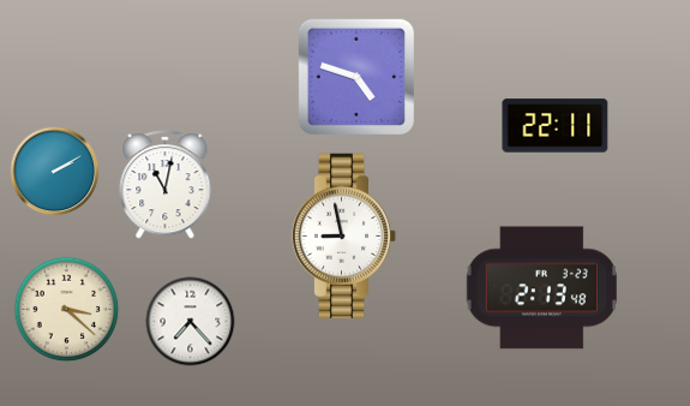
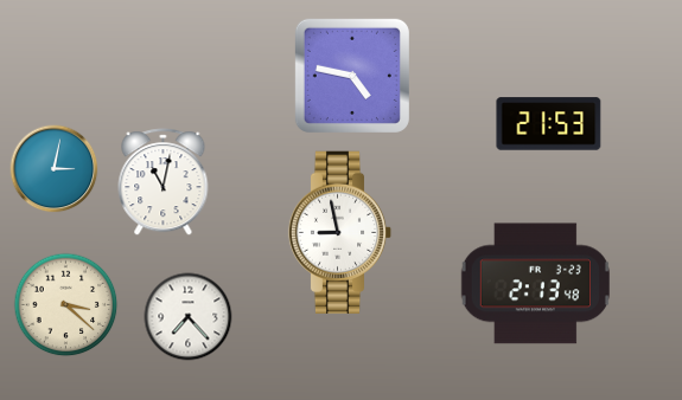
clock at (356, 77): 4:48 -> 4:47
clock at (556, 126): 22:11 -> 21:53
clock at (55, 172): 2:10 -> 3:02
